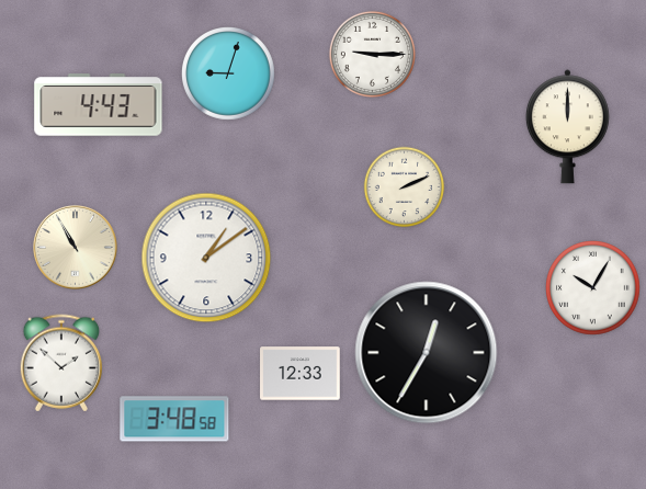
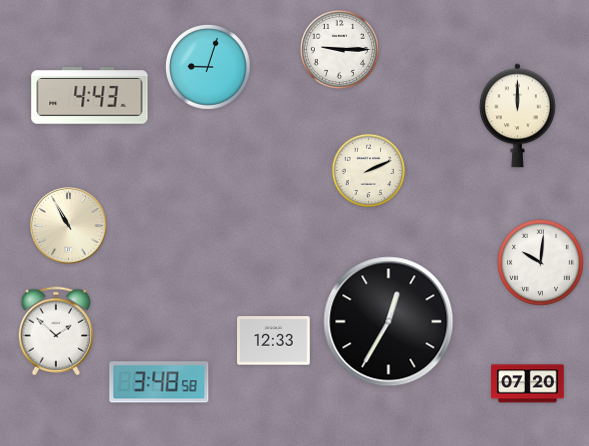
clock at (206, 258): 1:09 -> none
clock at (593, 288): 10:05 -> 10:01
clock at (528, 384): none -> 07:20
